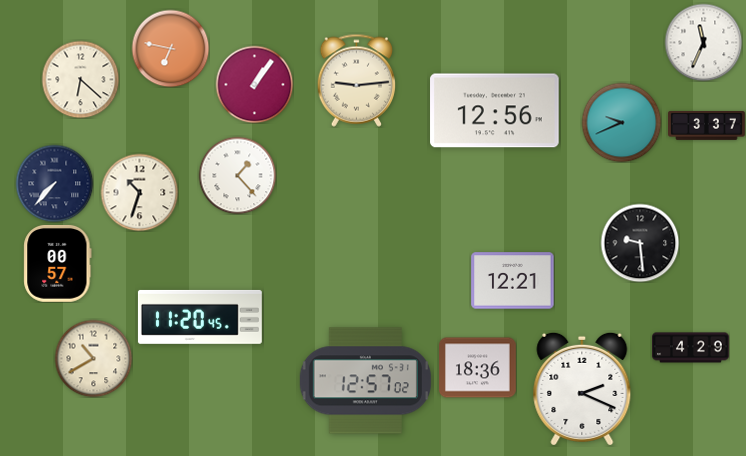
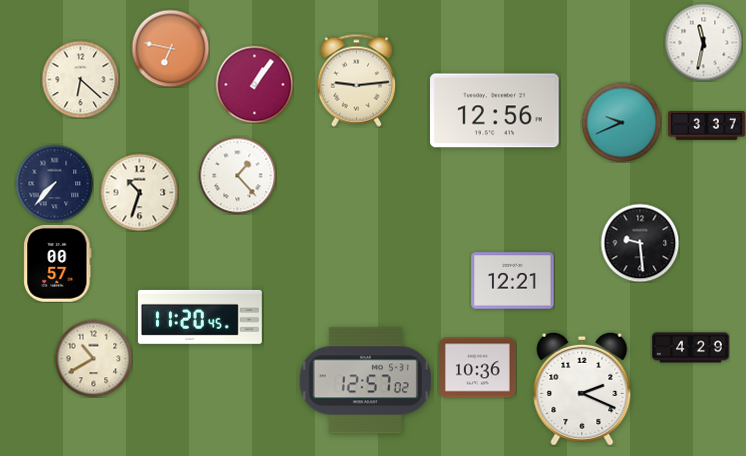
clock at (703, 42): 11:34 -> 11:32
clock at (478, 368): 18:36 -> 10:36
